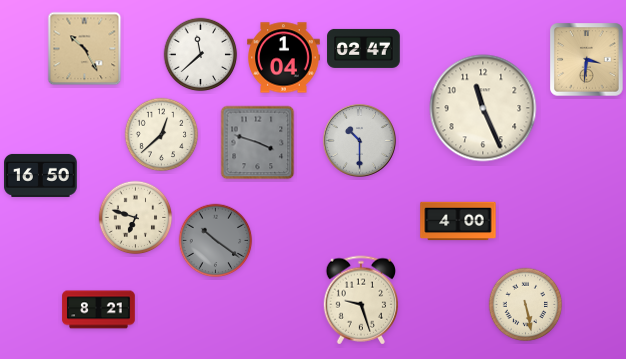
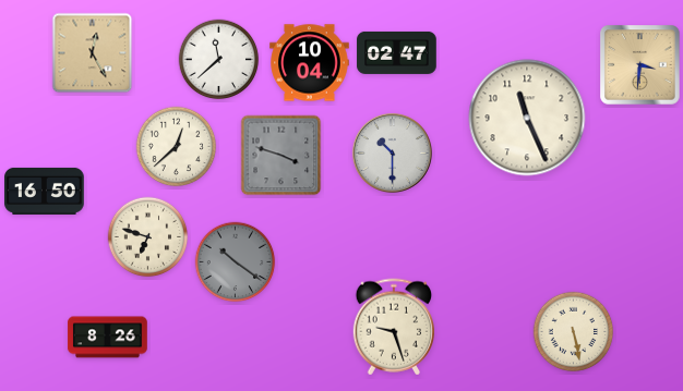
clock at (85, 49): 10:25 -> 12:25
clock at (284, 58): 1:04 -> 10:04
clock at (458, 221): 4:00 -> none
clock at (99, 310): 8:21 -> 8:26
